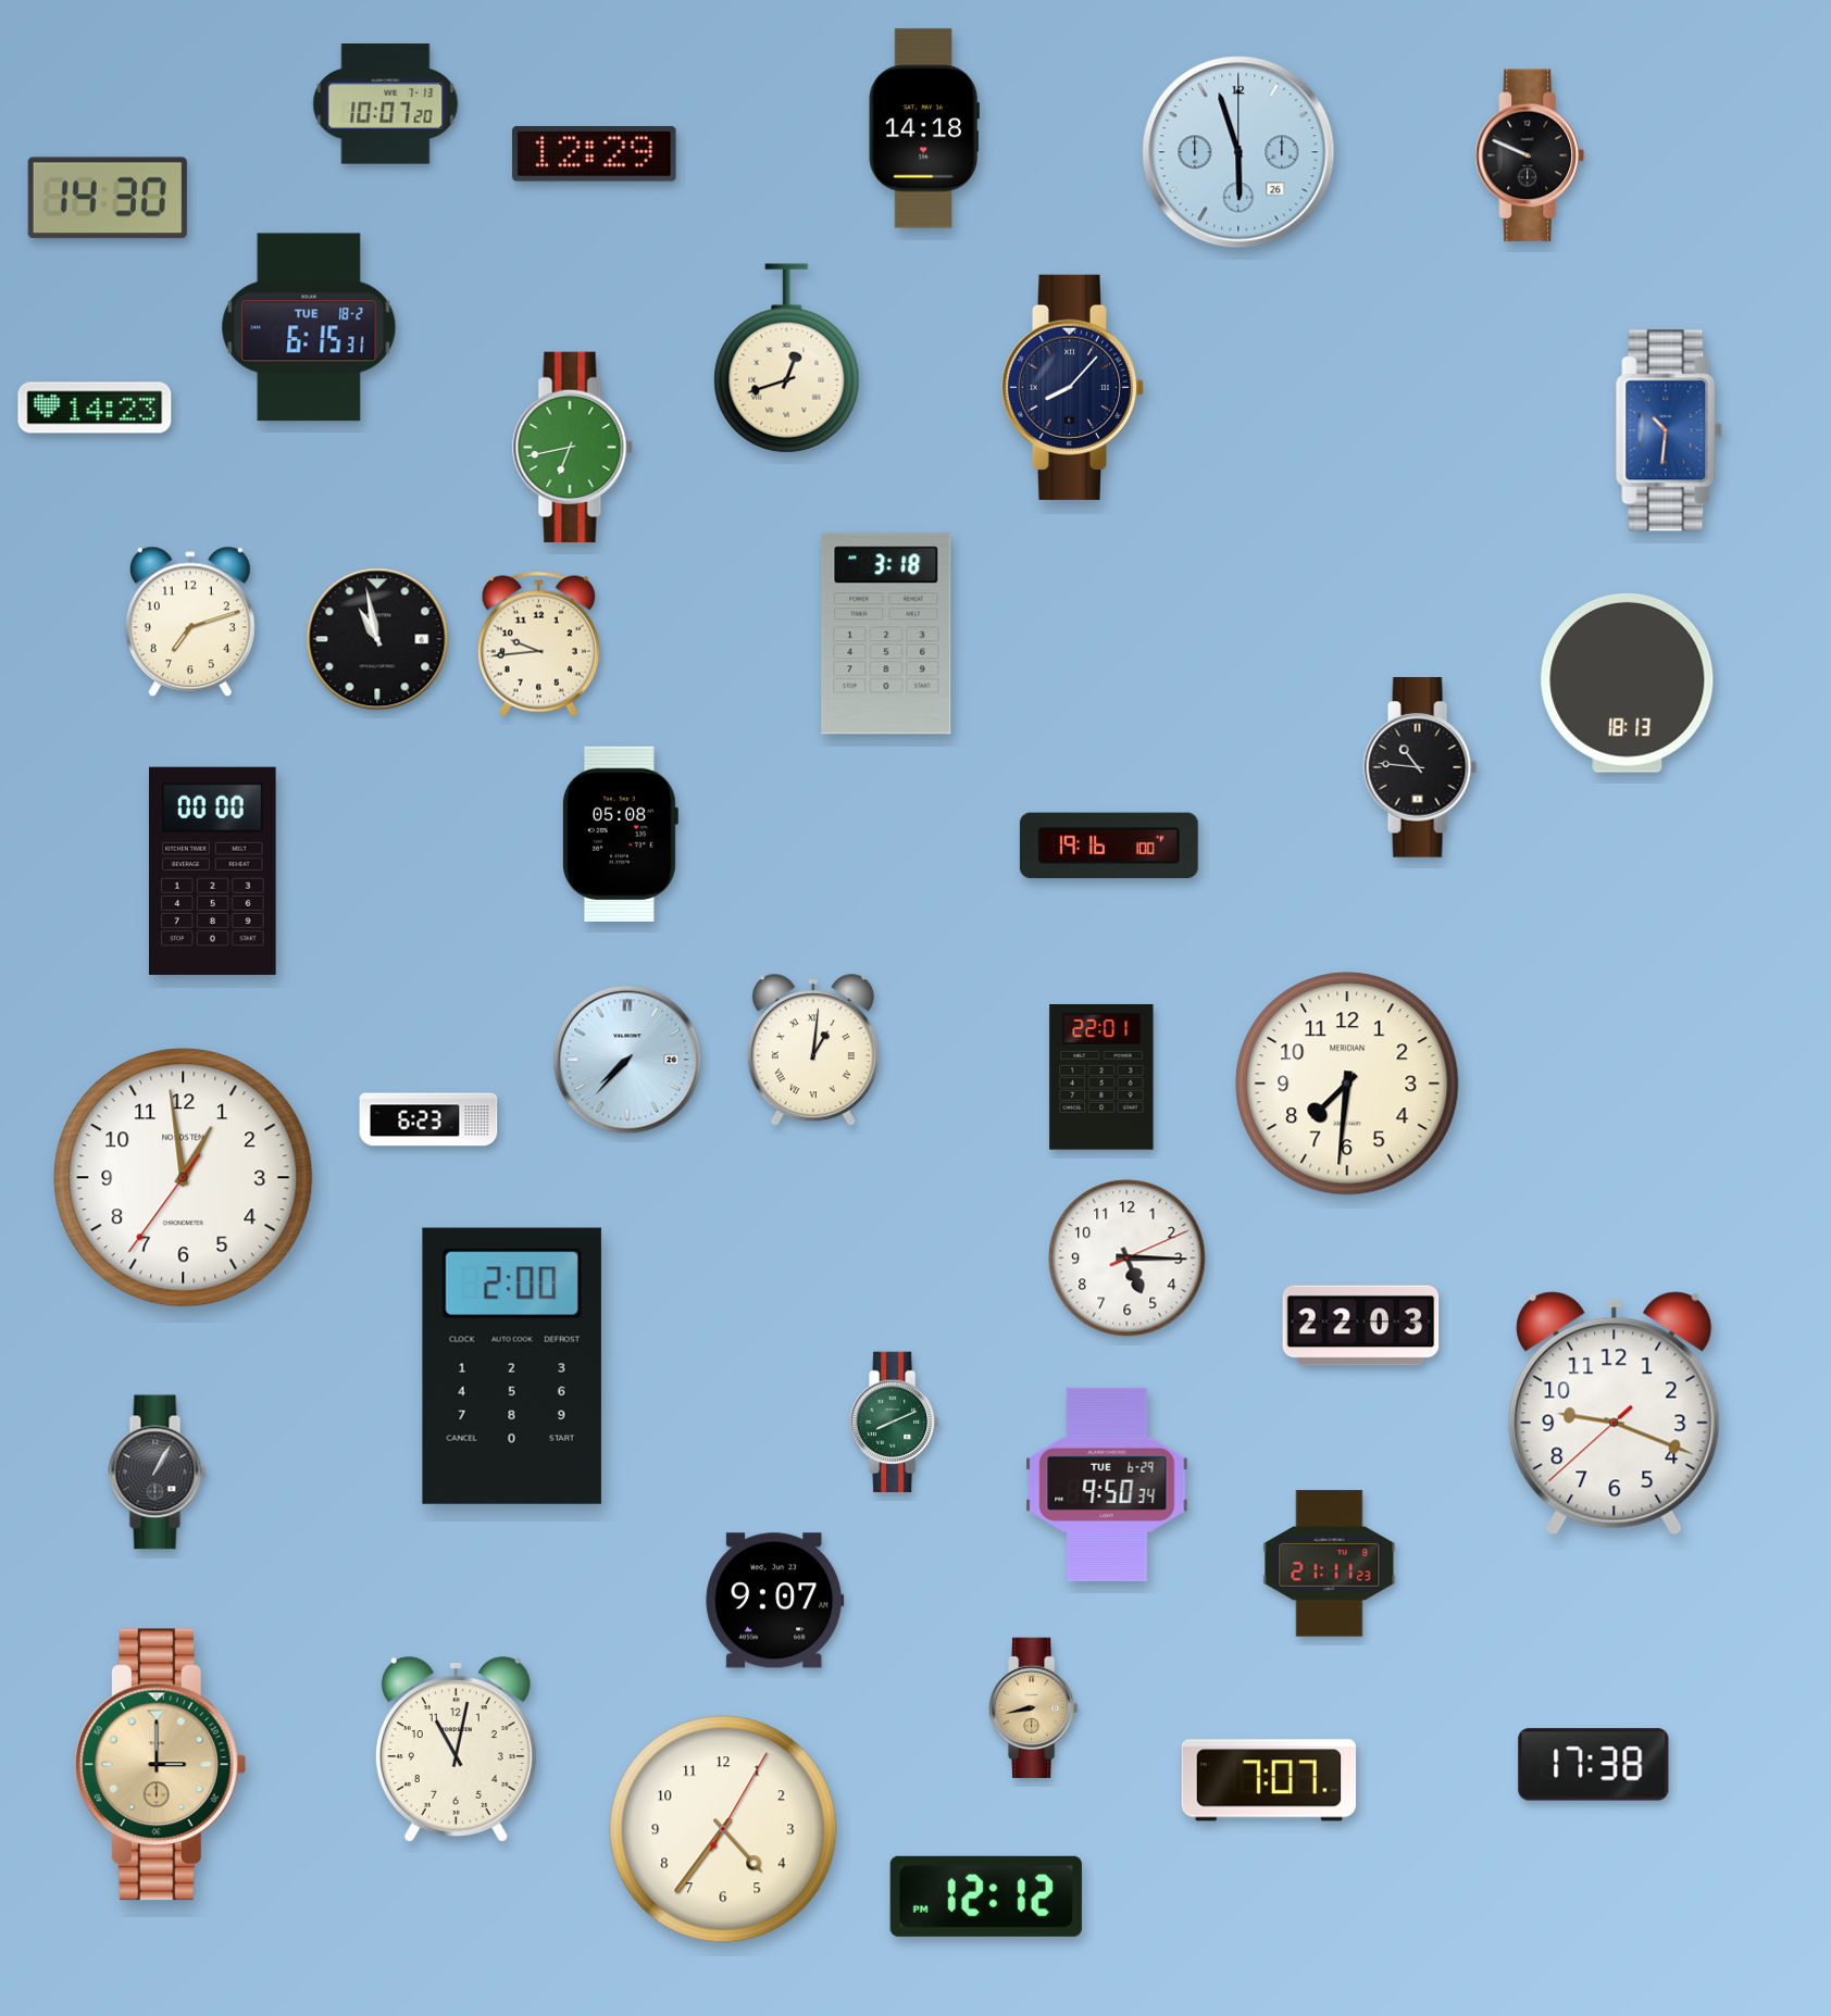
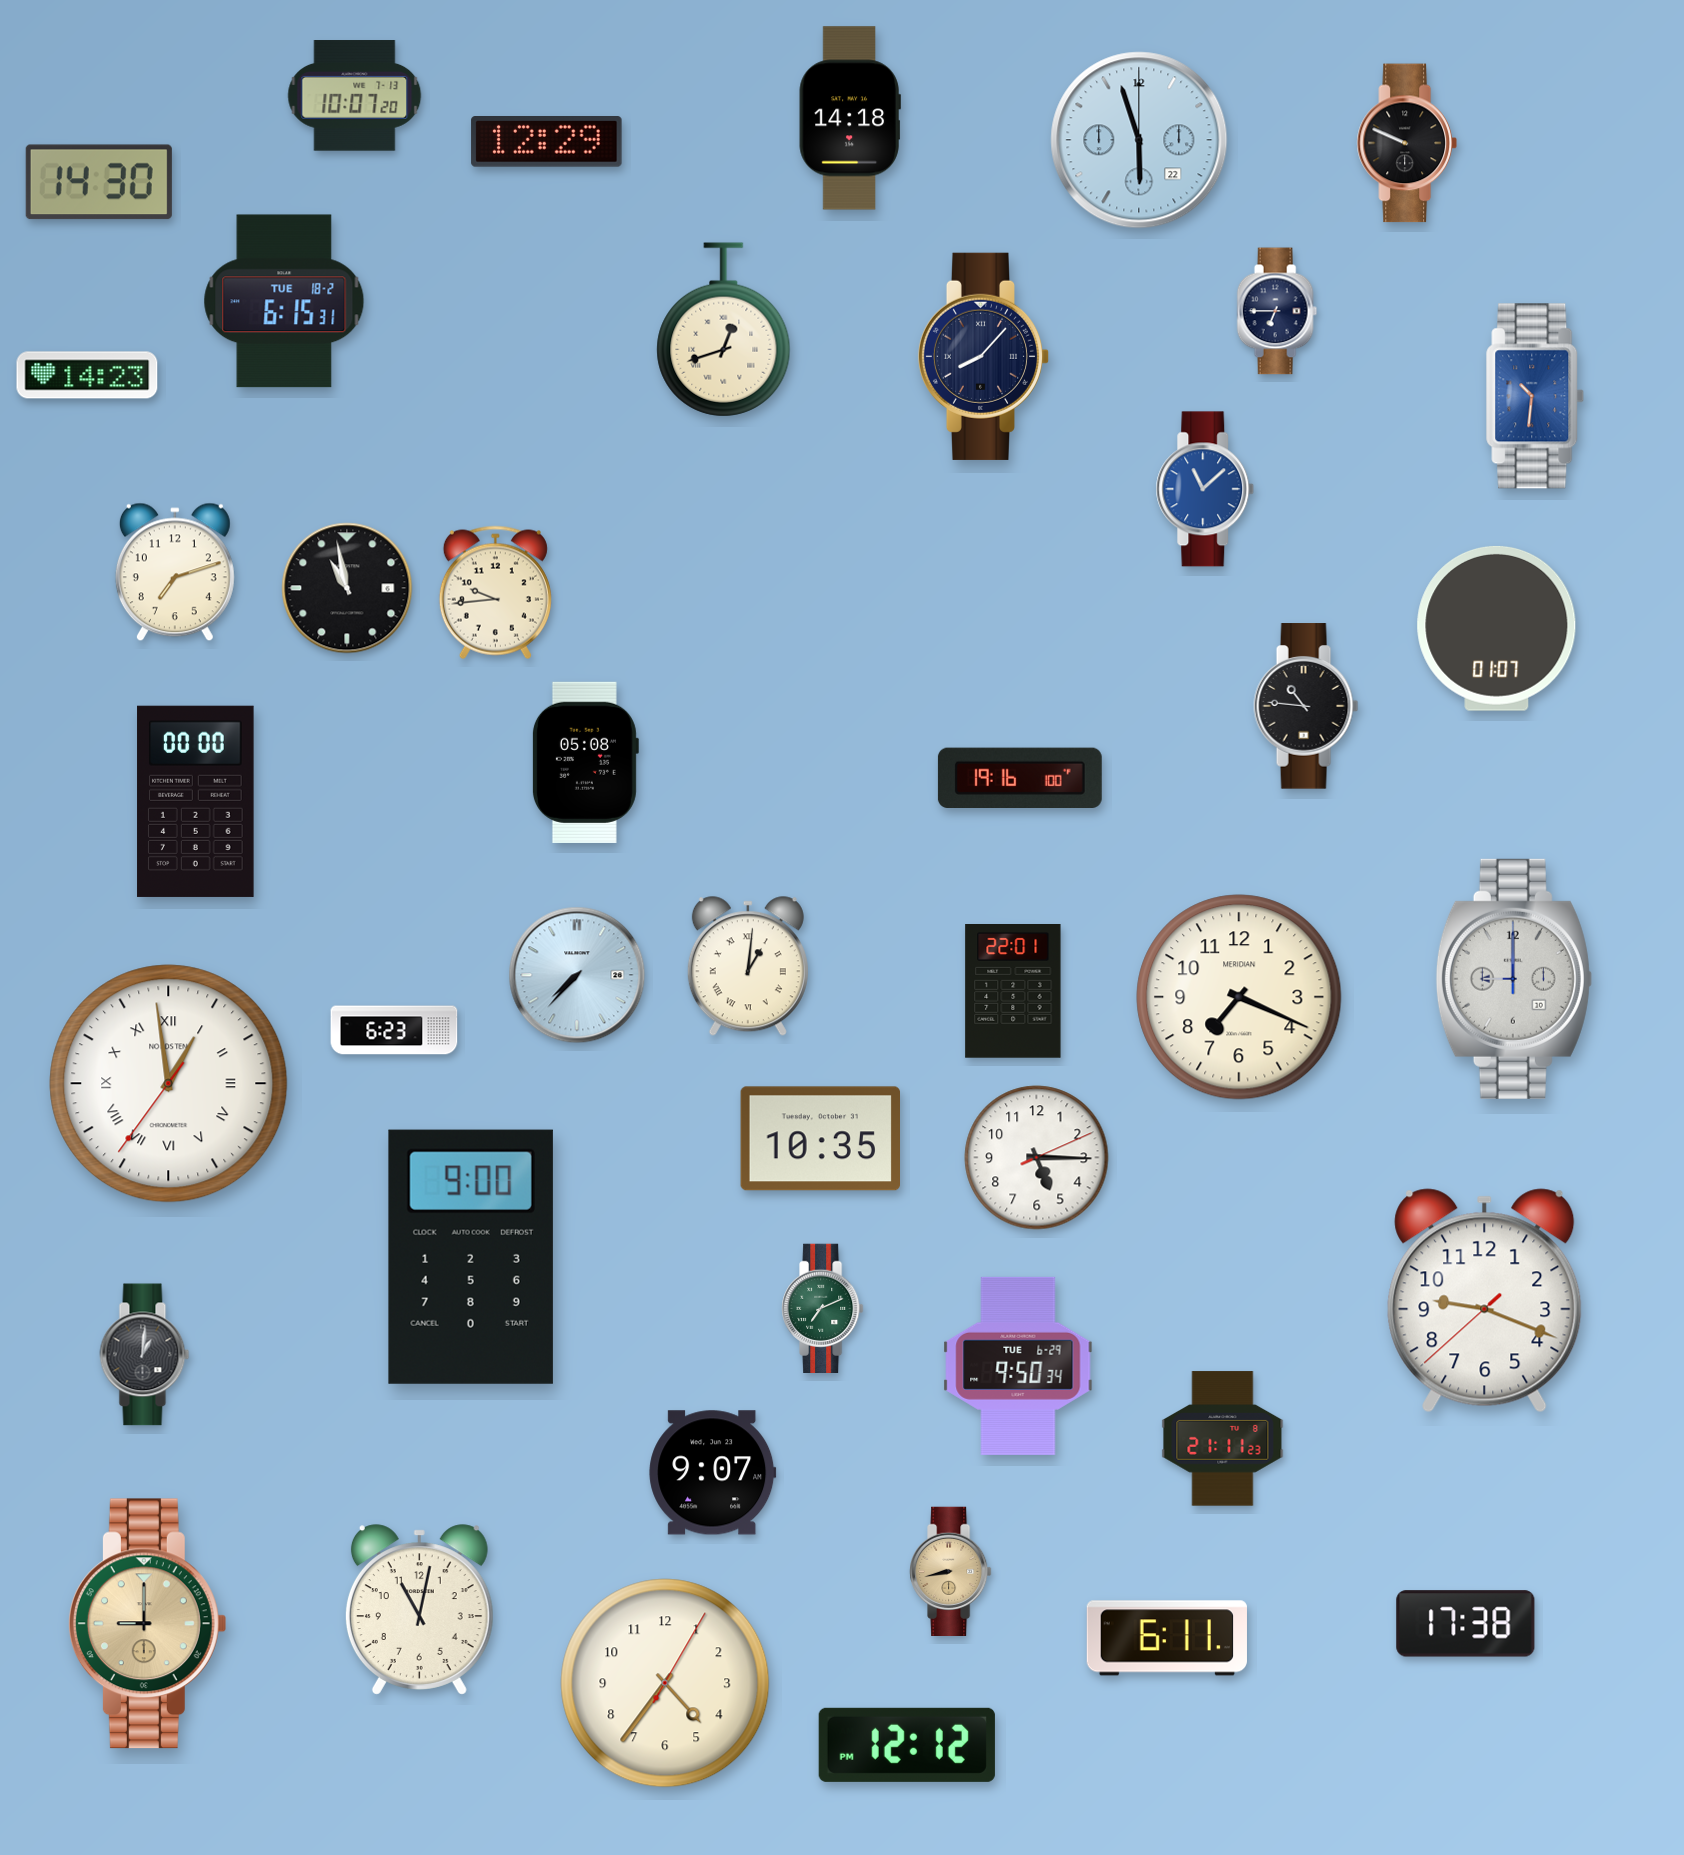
clock at (1238, 152) date: 26 -> 22
clock at (1277, 311): none -> 6:45
clock at (1073, 387) position: (1073, 387) -> (984, 356)
clock at (572, 447): 6:43 -> none
clock at (1205, 489): none -> 11:08
clock at (886, 634): 3:18 -> none
clock at (1628, 683): 18:13 -> 01:07
clock at (620, 834) position: (620, 834) -> (585, 762)
clock at (1514, 979): none -> 9:00
clock at (1347, 1084): 7:31 -> 7:19
clock at (184, 1178) numerals: Arabic -> Roman
clock at (820, 1139): none -> 10:35
clock at (1361, 1326): 22:03 -> none
clock at (512, 1366): 2:00 -> 9:00
clock at (895, 1423): 8:11 -> 7:11
clock at (158, 1473): 1:05 -> 1:01
clock at (160, 1765): 3:00 -> 9:00
clock at (1269, 1780): 7:07 -> 6:11
